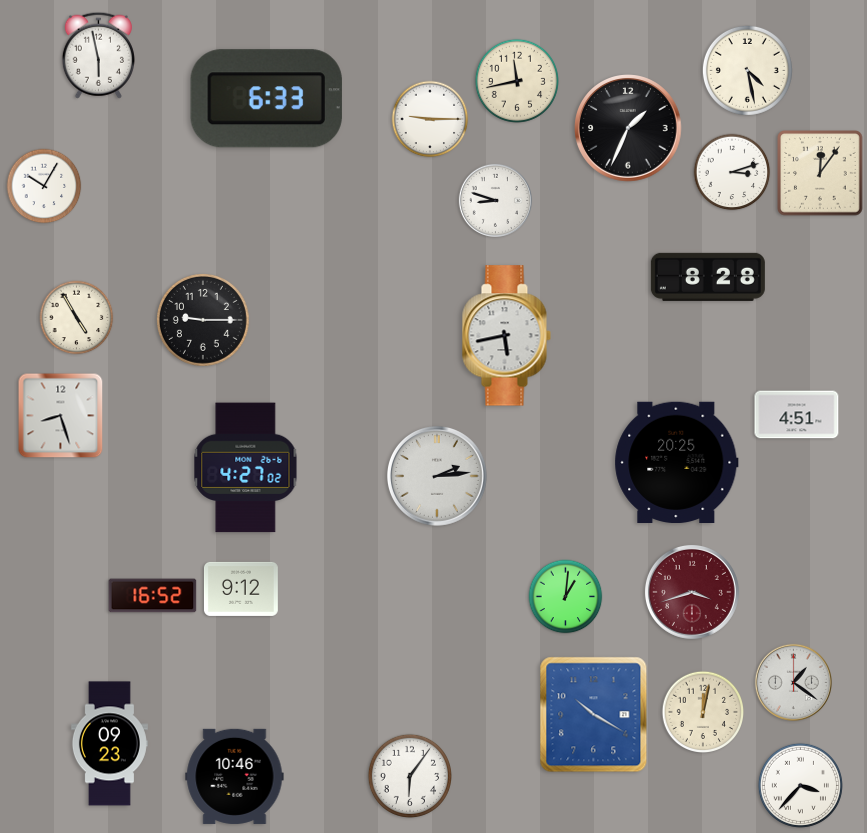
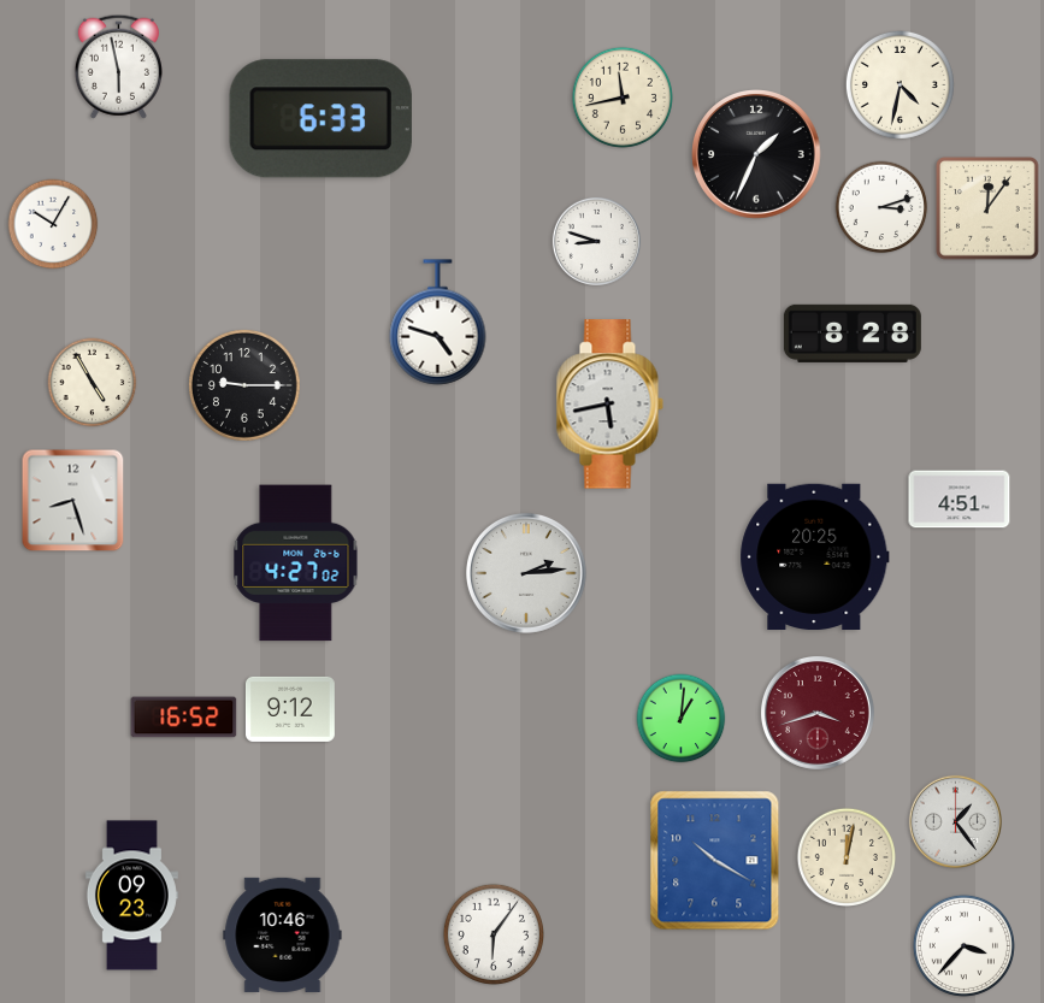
clock at (747, 70): 4:28 -> 4:32
clock at (430, 119): 9:15 -> none
clock at (438, 323): none -> 4:48
clock at (692, 592) position: (692, 592) -> (818, 713)
clock at (793, 682): 1:21 -> 1:24
